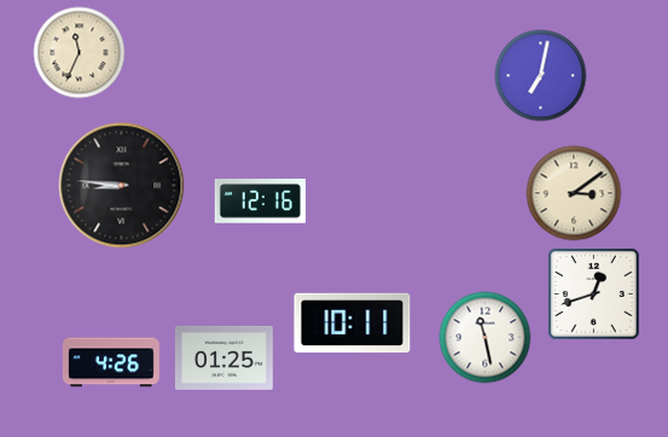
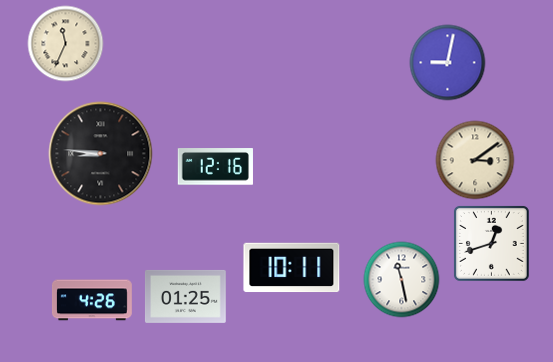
clock at (541, 76): 7:02 -> 9:02
